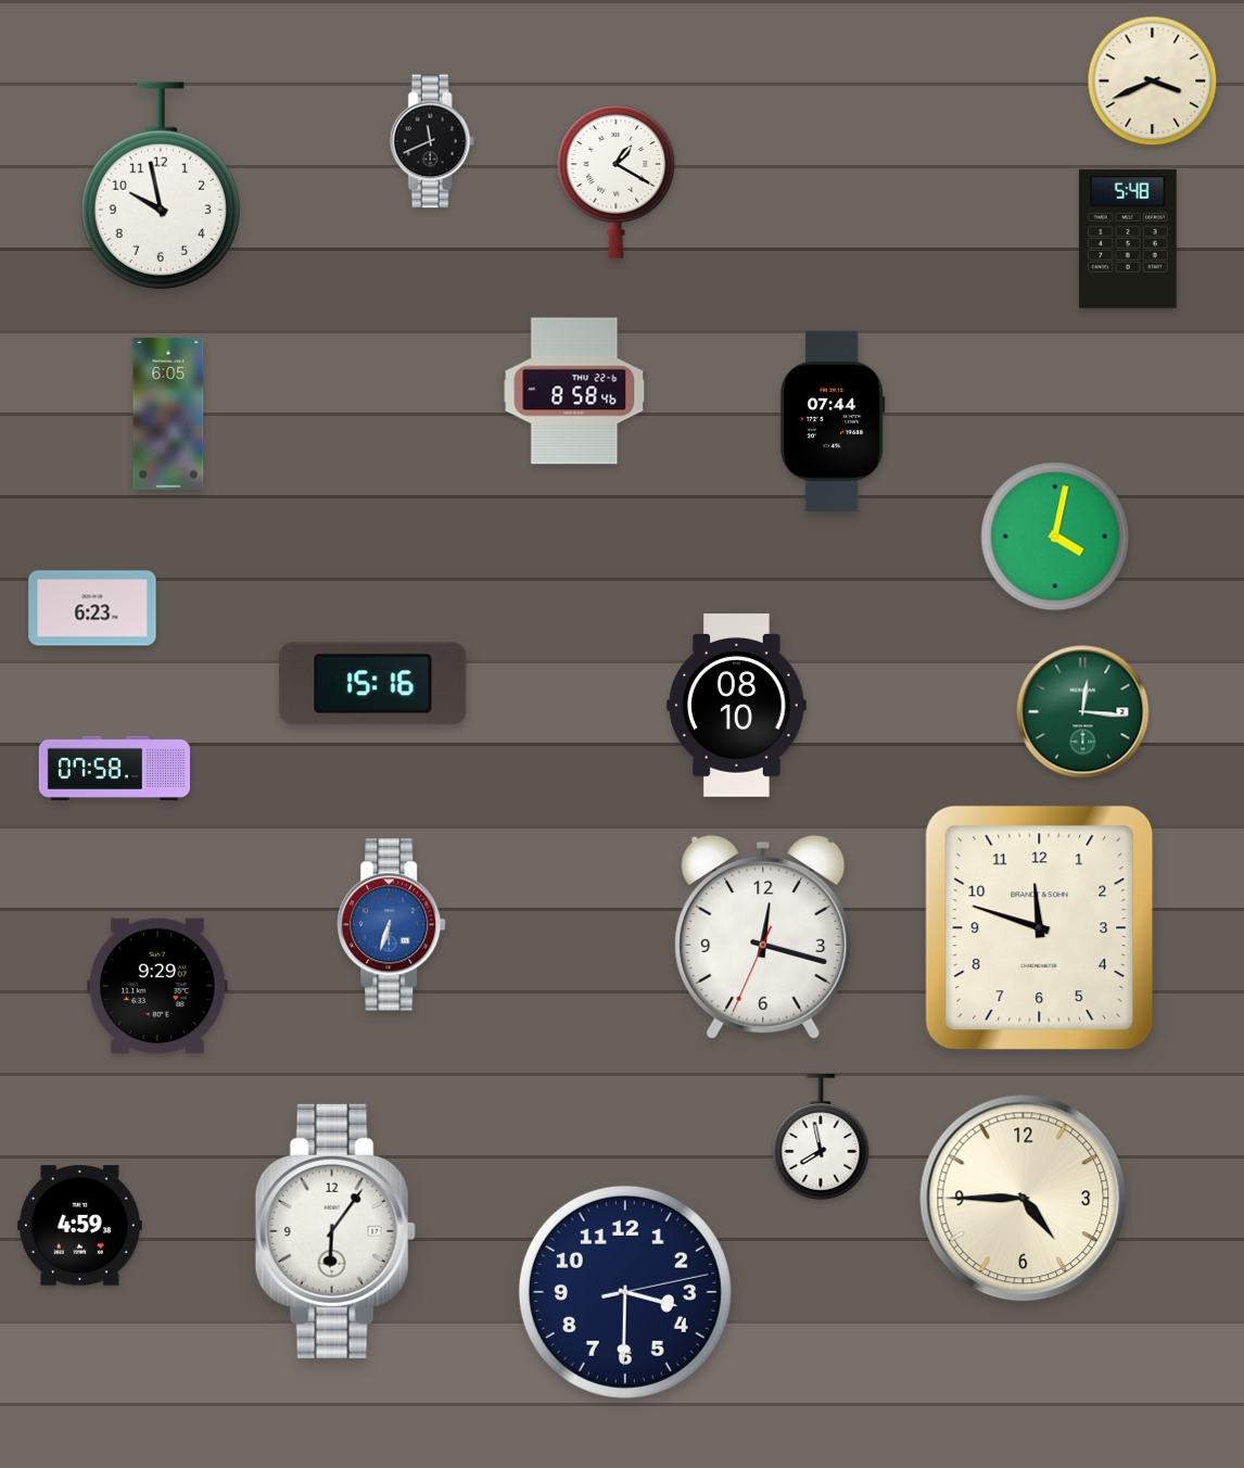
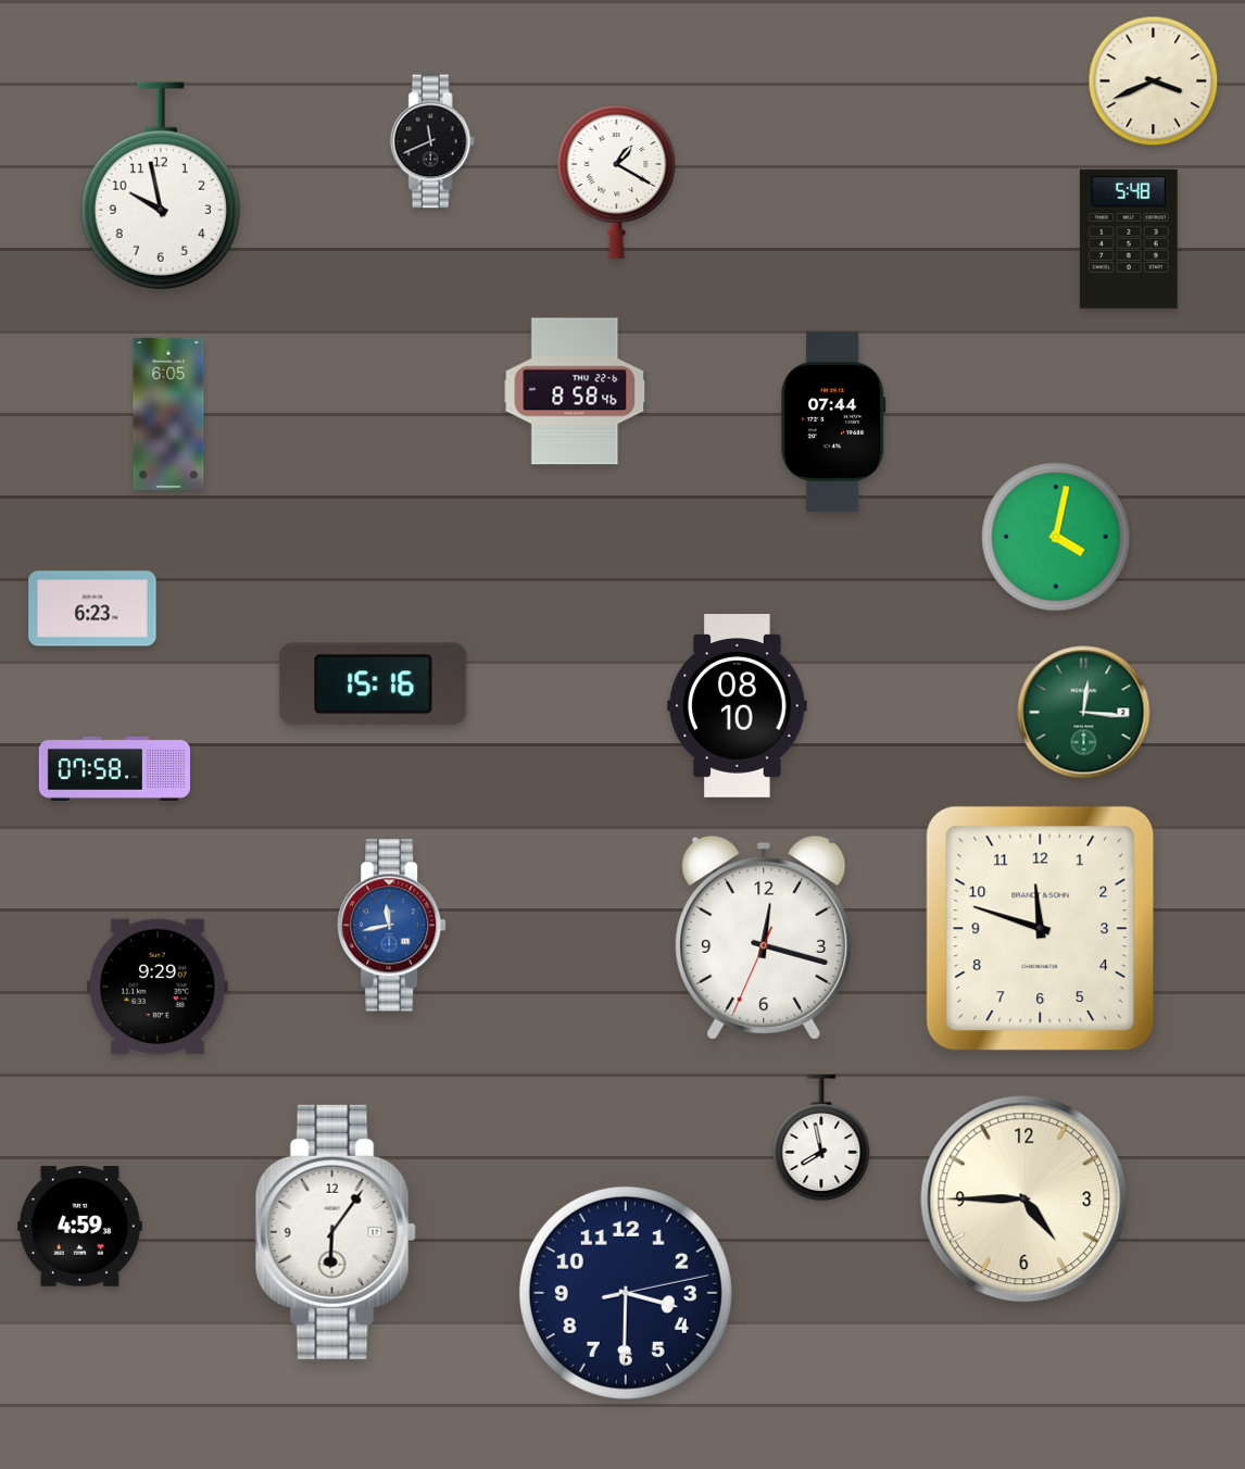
clock at (392, 925): 6:33 -> 11:43
